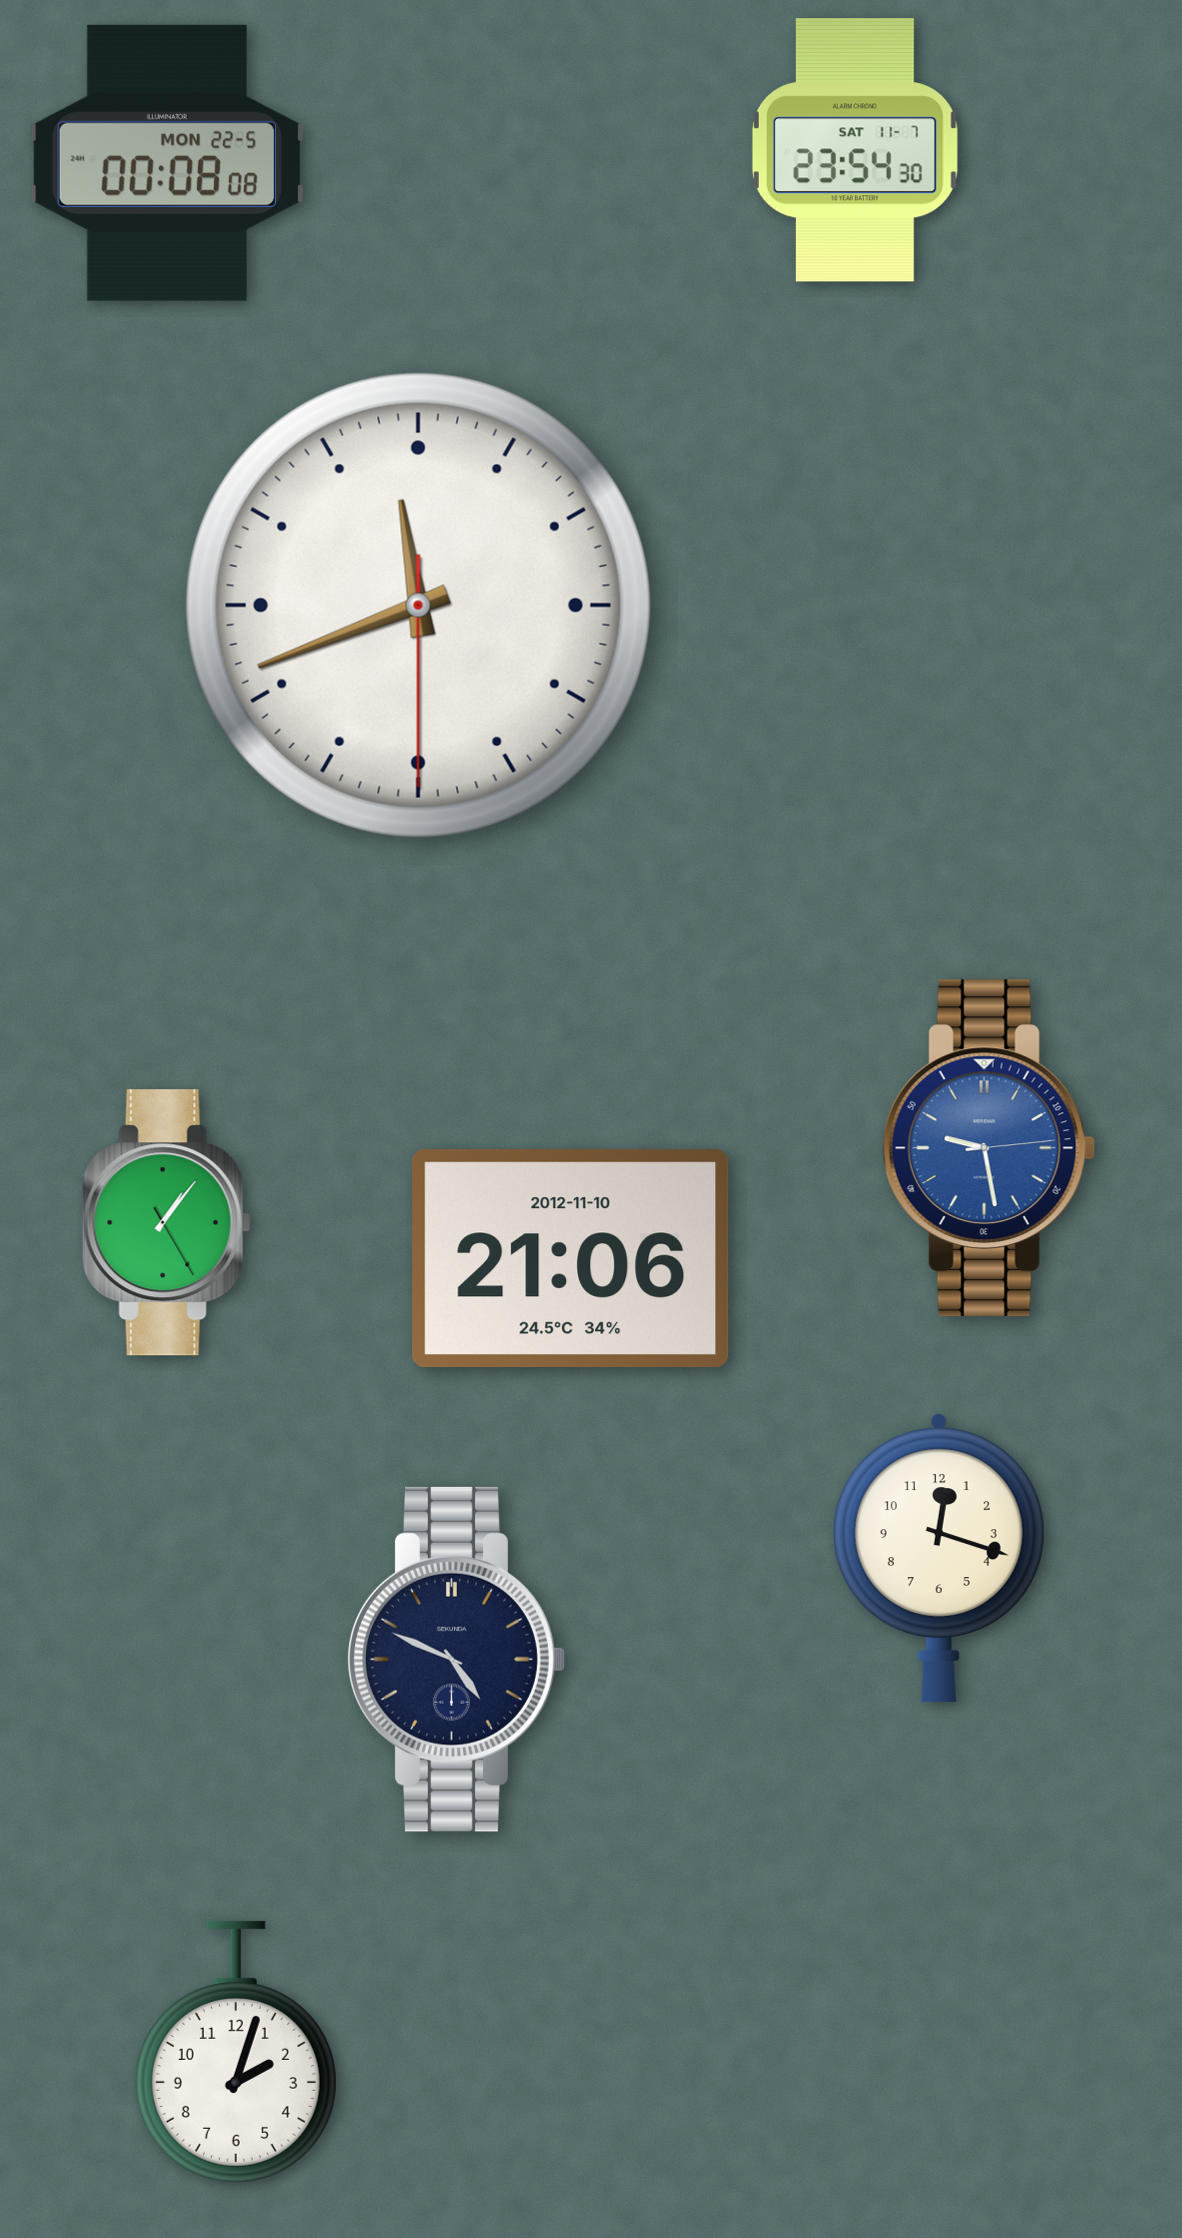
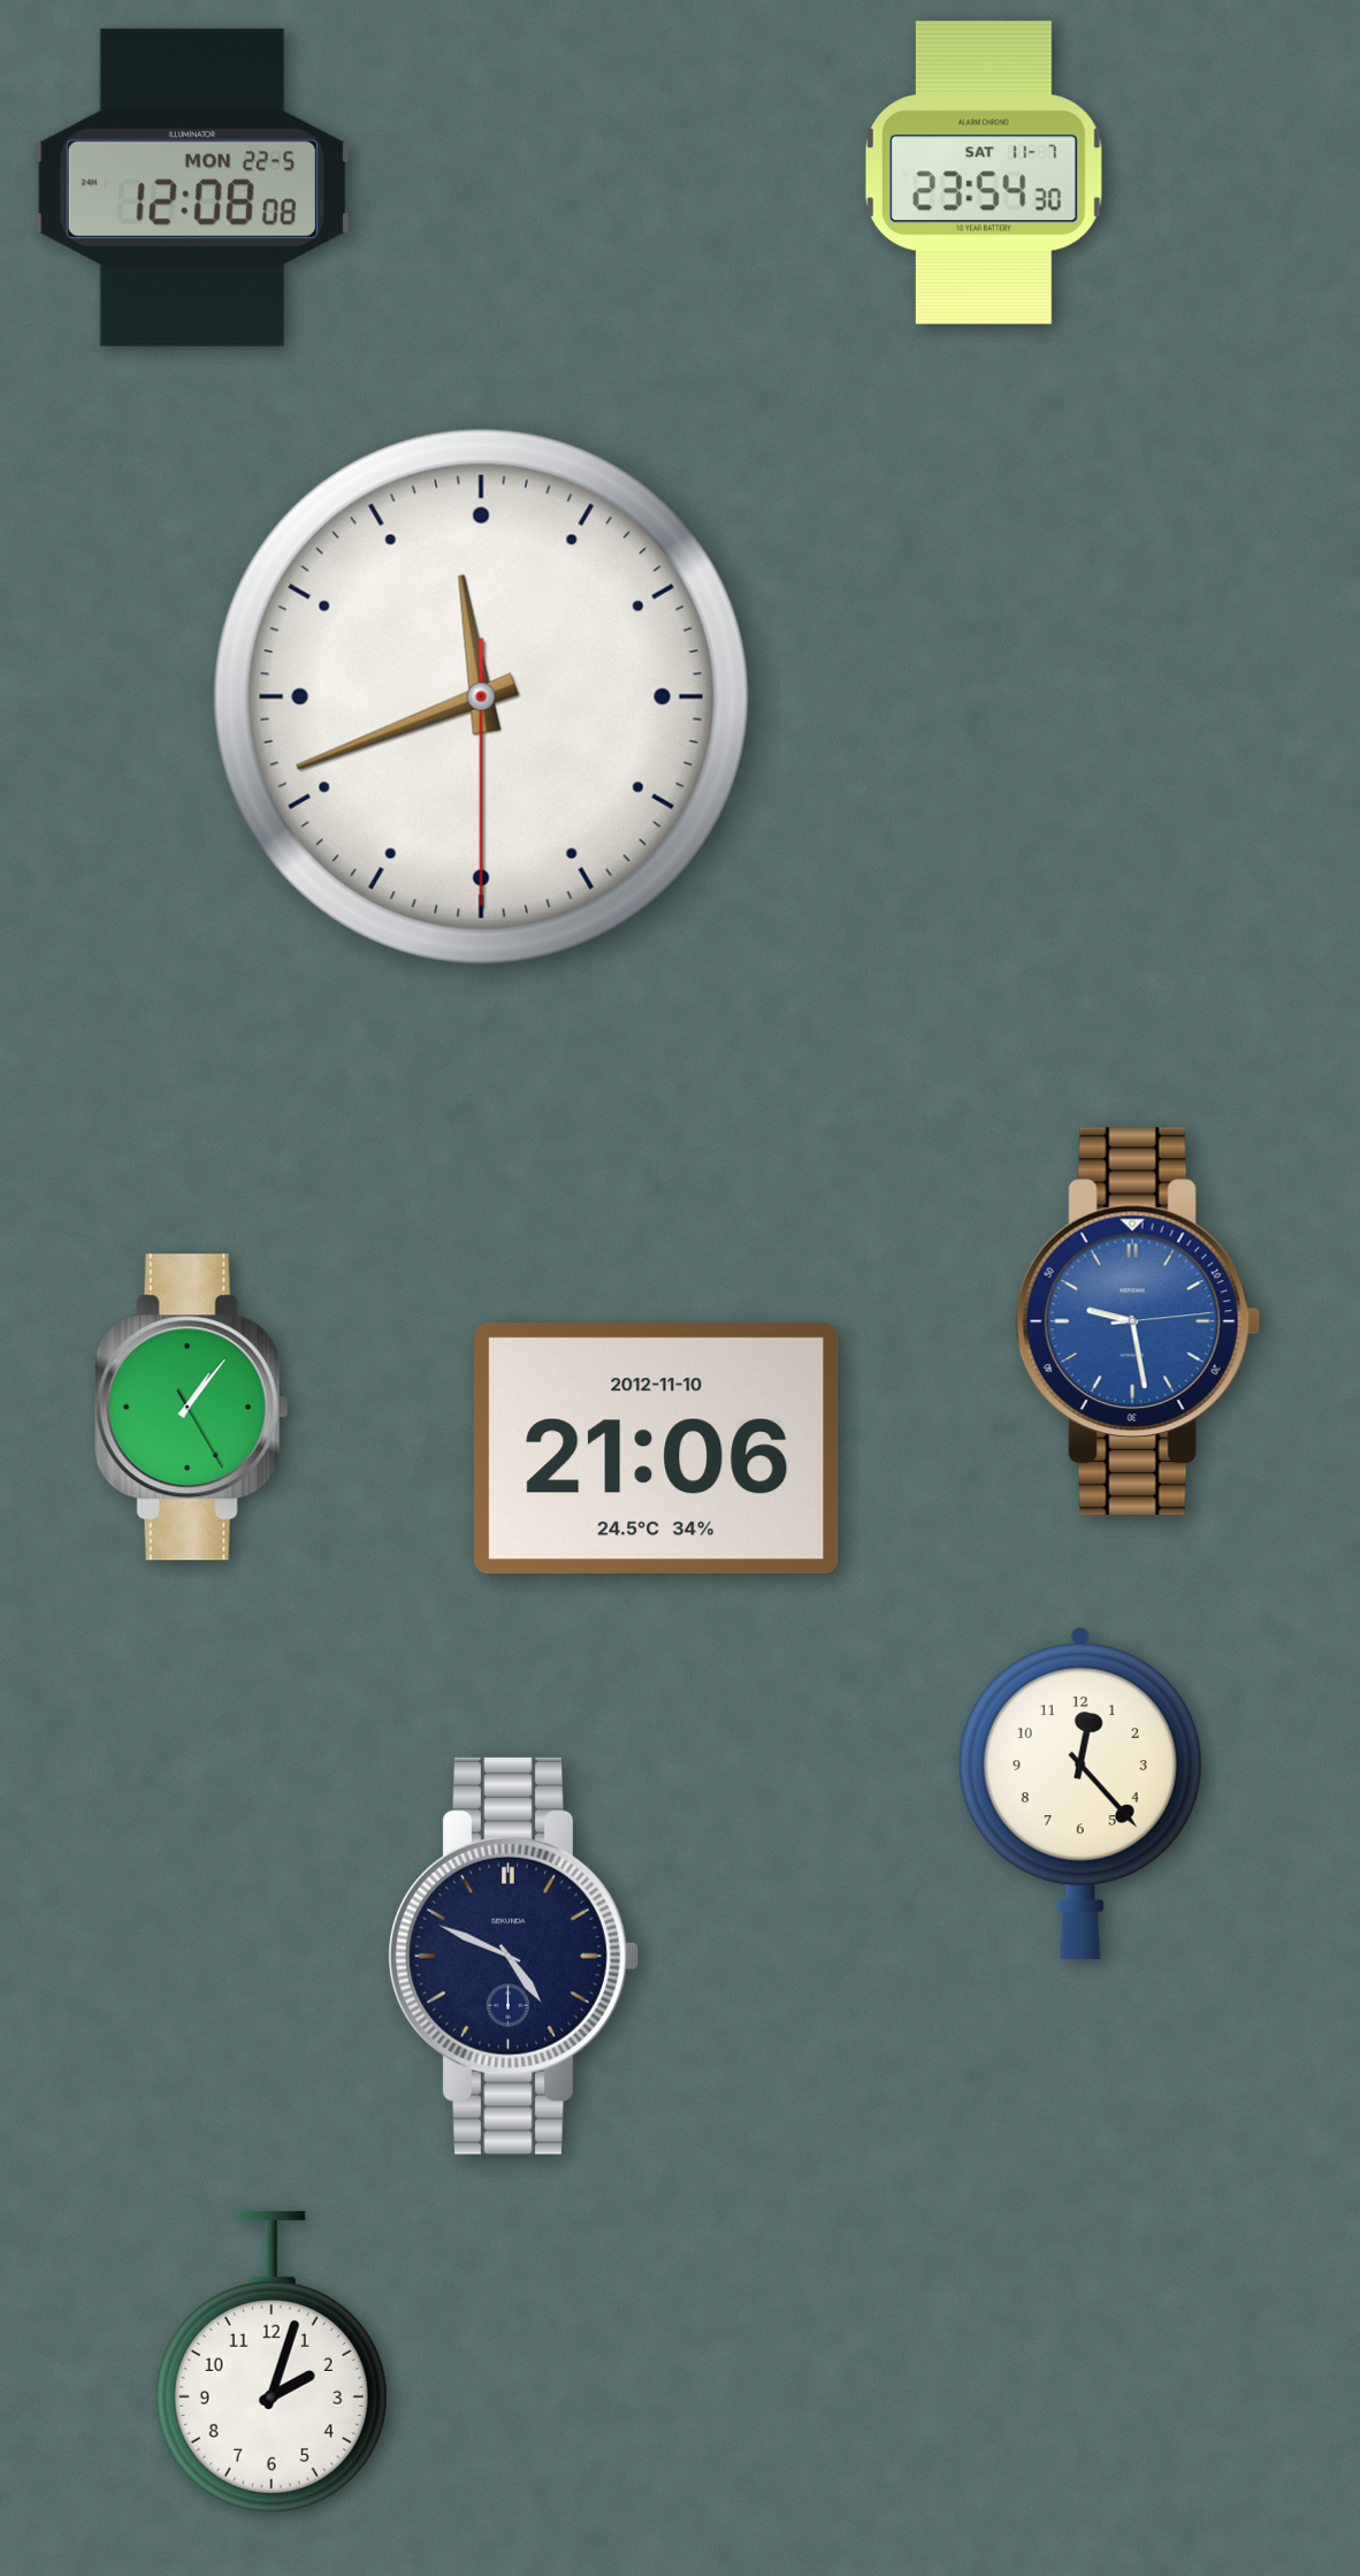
clock at (167, 163): 00:08 -> 12:08
clock at (939, 1558): 12:18 -> 12:23
clock at (456, 1659) position: (456, 1659) -> (513, 1956)
